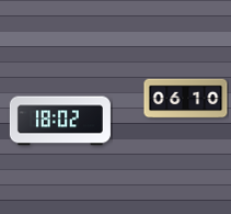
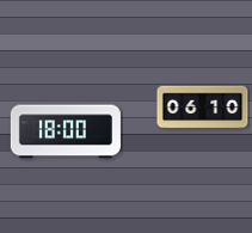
clock at (60, 121): 18:02 -> 18:00
